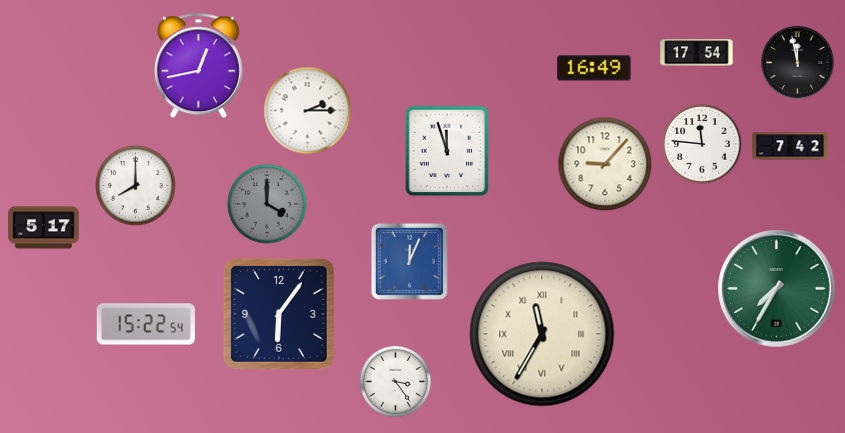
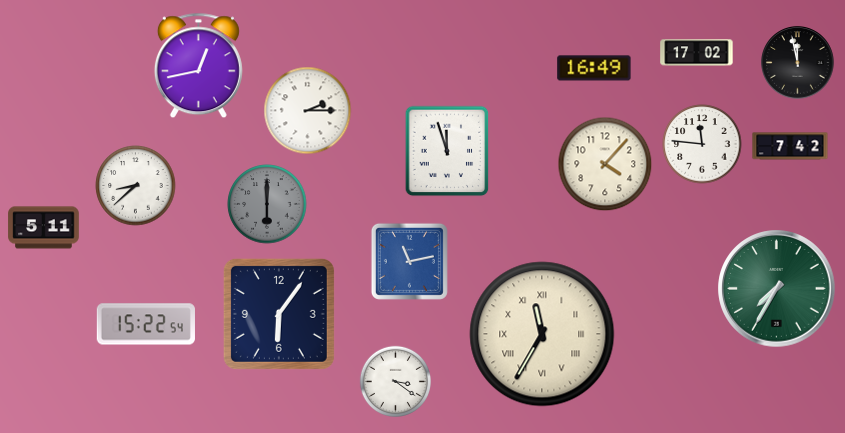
clock at (697, 53): 17:54 -> 17:02
clock at (605, 164): 9:07 -> 4:07
clock at (136, 186): 8:00 -> 8:38
clock at (267, 204): 4:00 -> 6:00
clock at (44, 228): 5:17 -> 5:11
clock at (409, 261): 12:04 -> 11:13
clock at (395, 381): 3:24 -> 3:21
